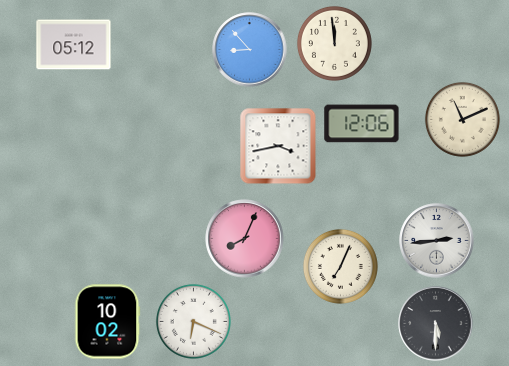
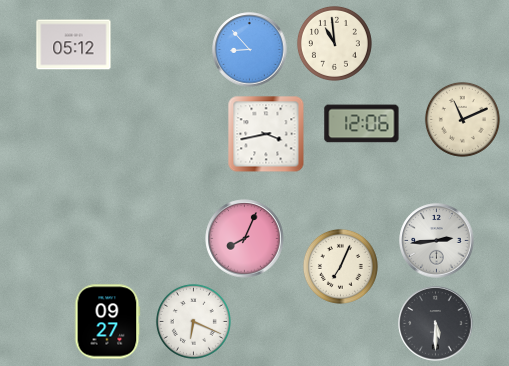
clock at (334, 43): 11:59 -> 10:59
clock at (278, 146) position: (278, 146) -> (266, 134)
clock at (108, 322): 10:02 -> 09:27
